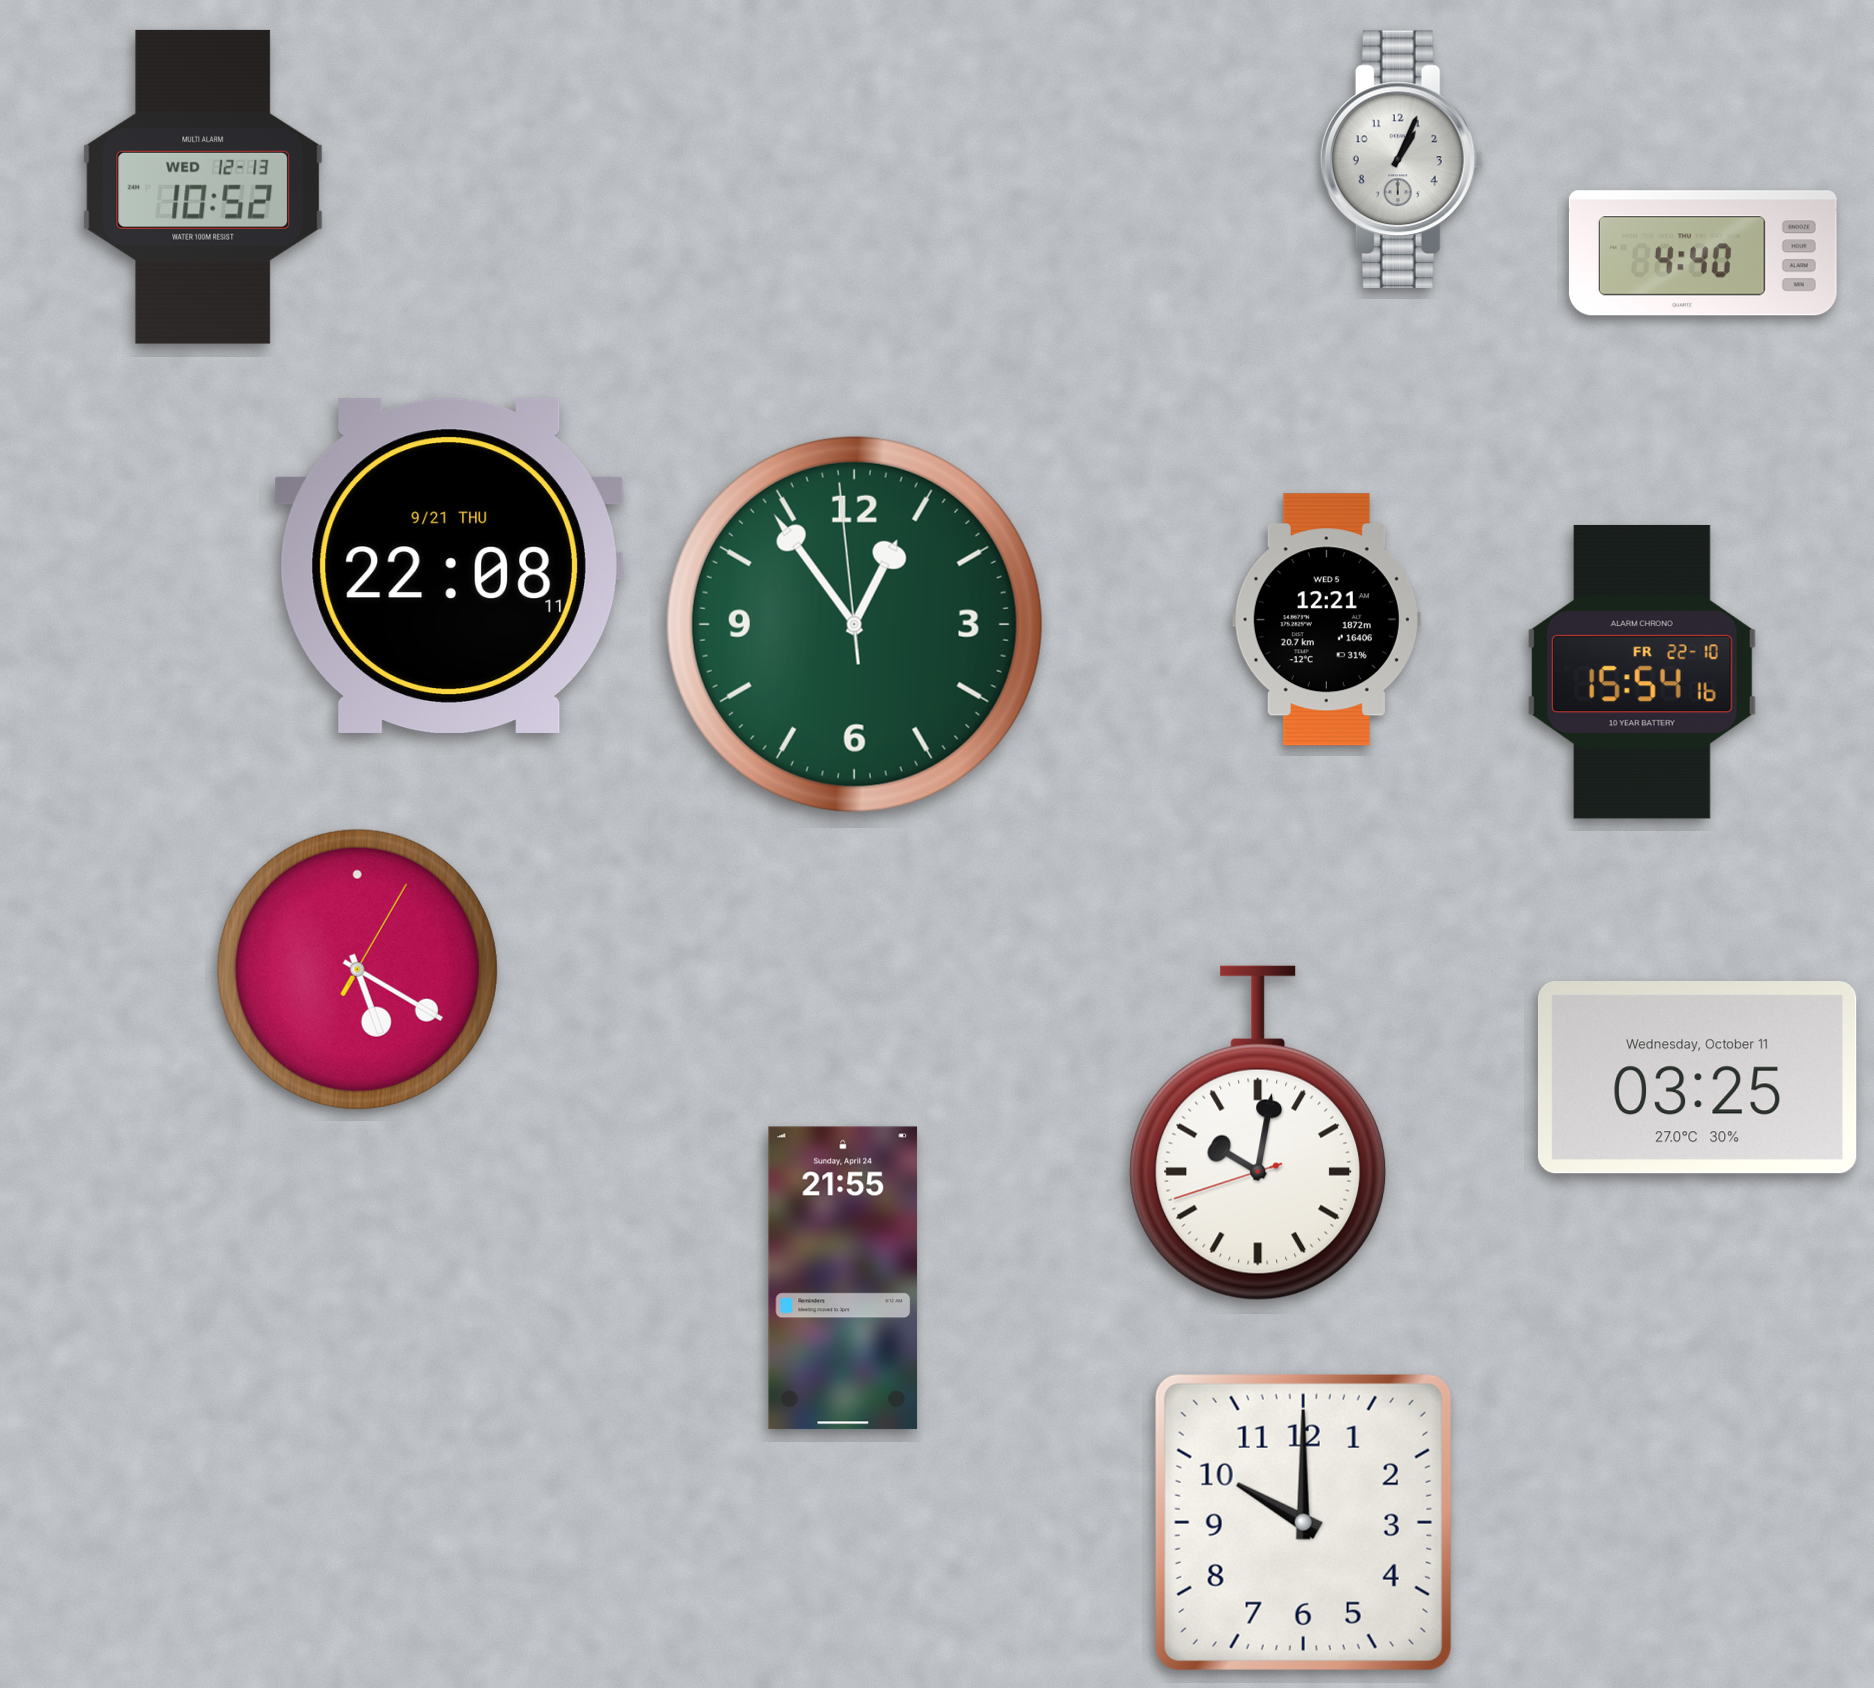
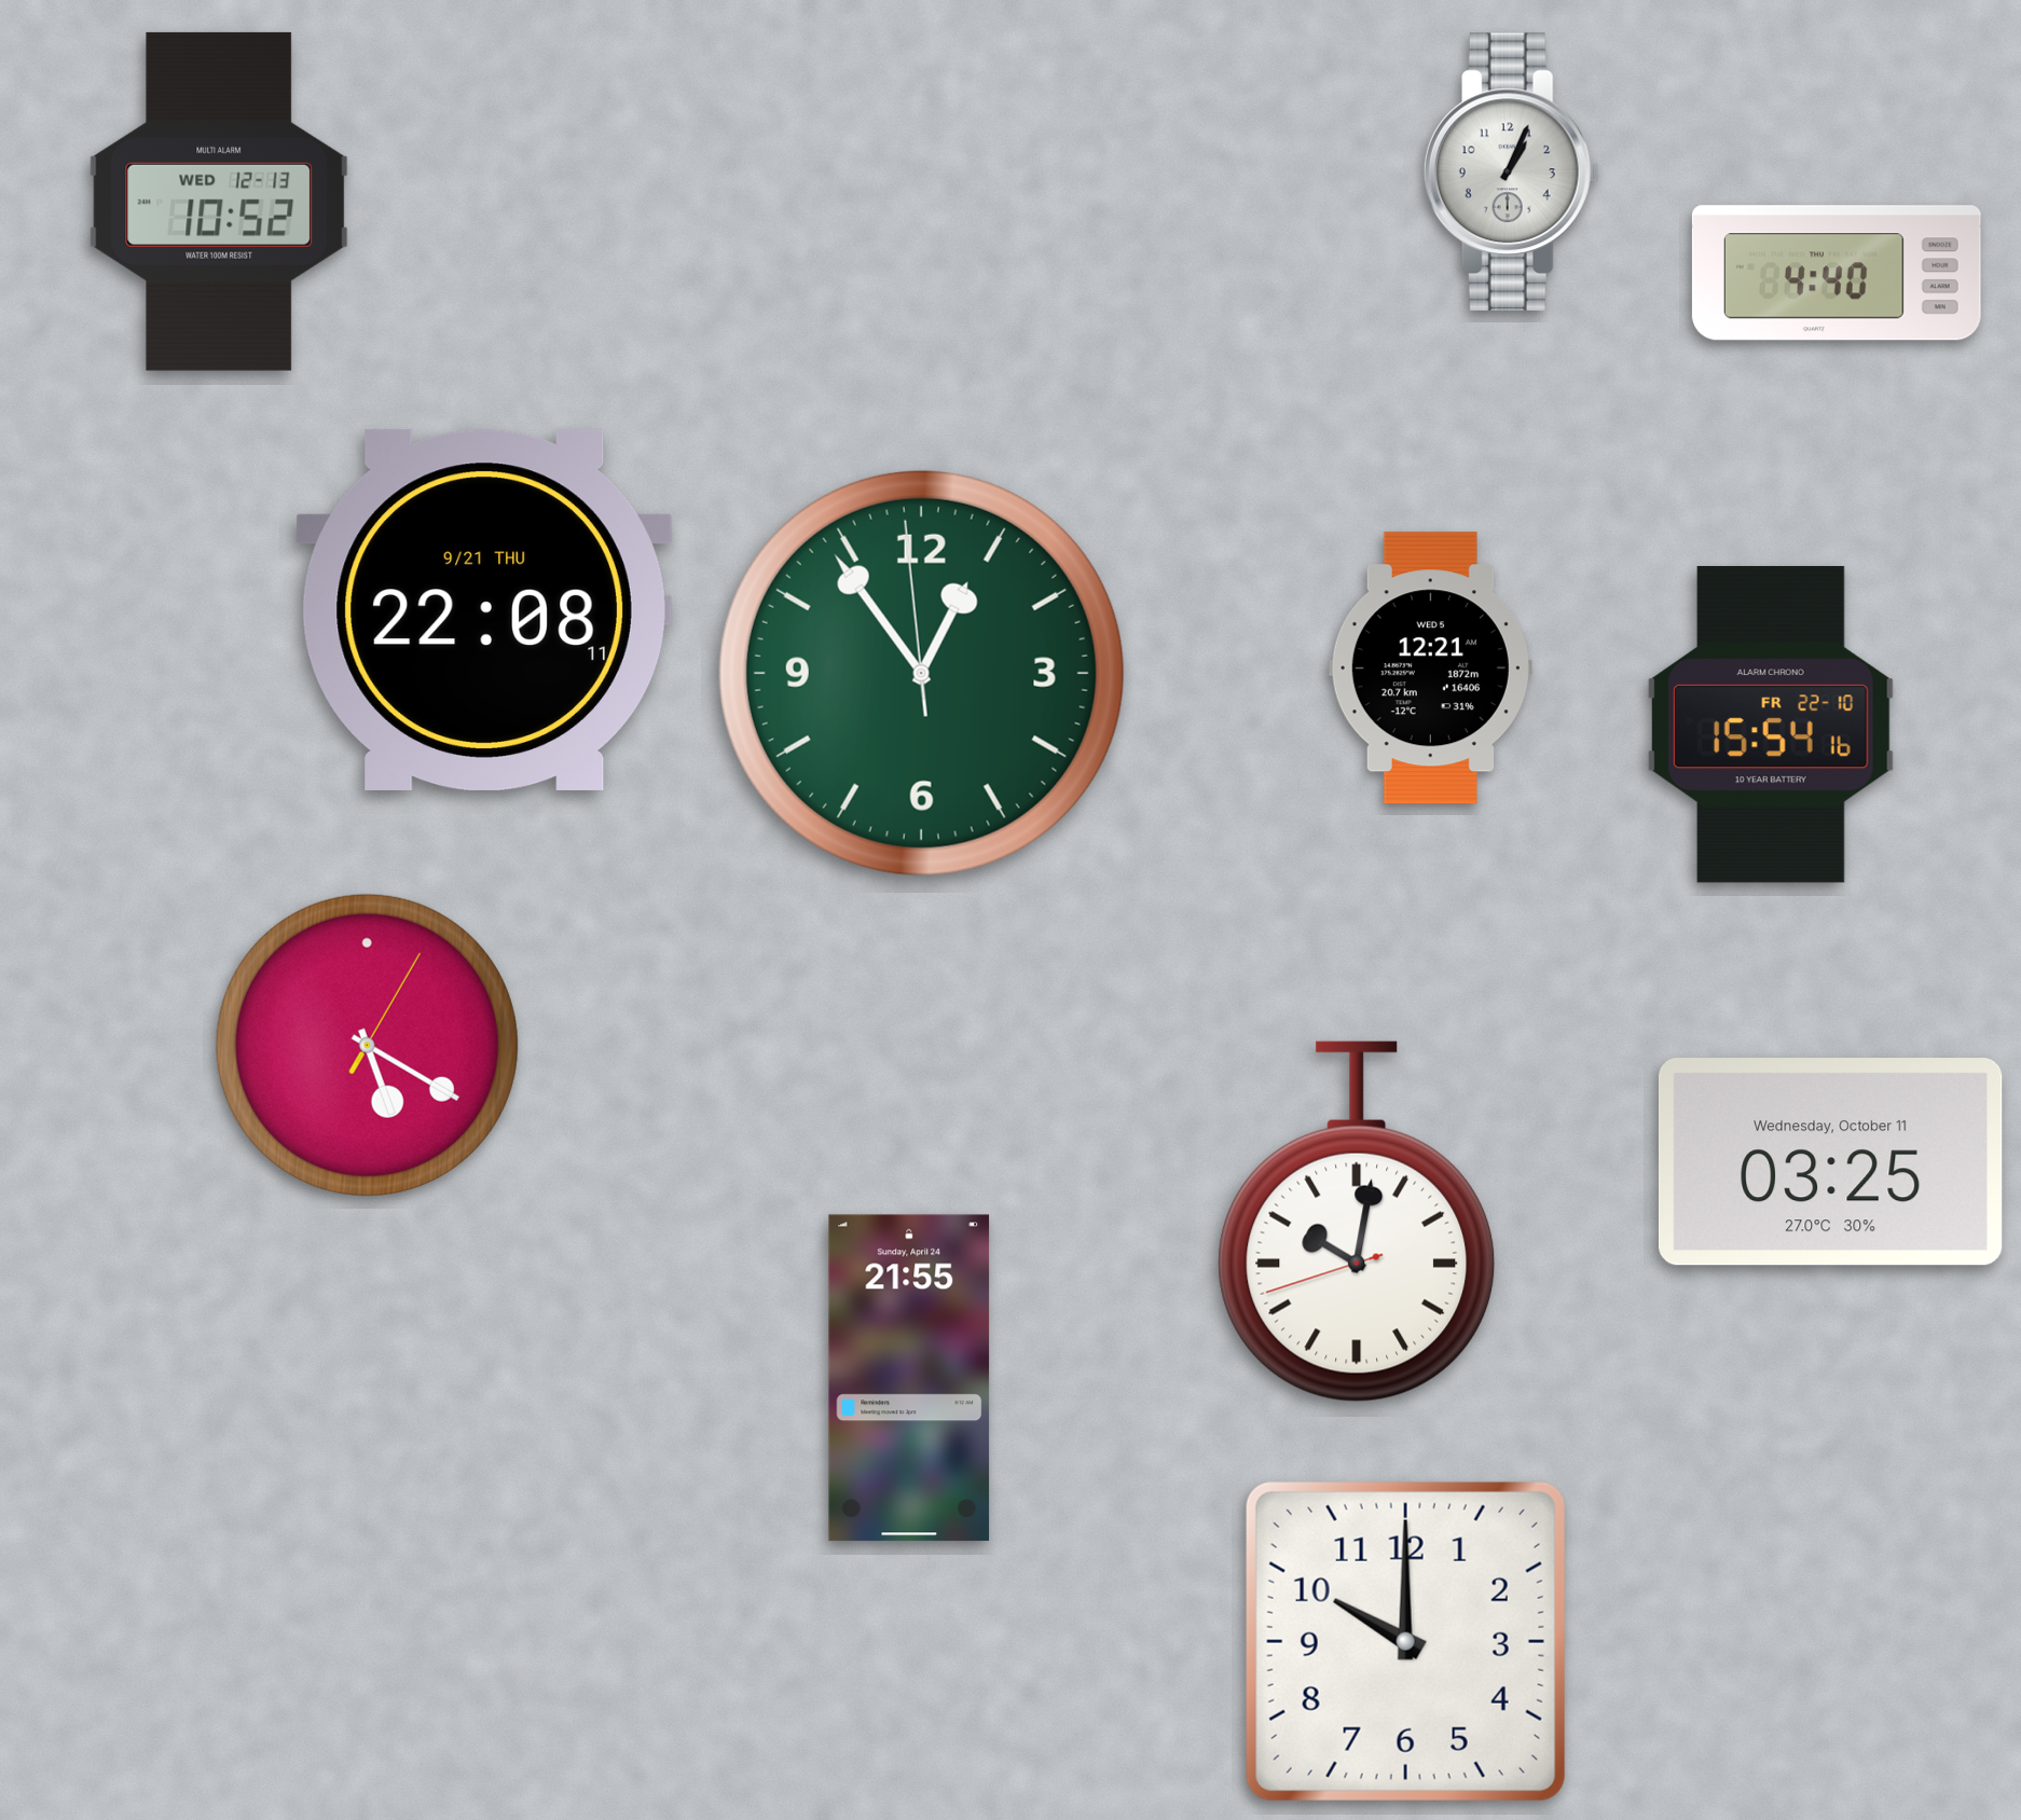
clock at (357, 969) position: (357, 969) -> (367, 1045)
